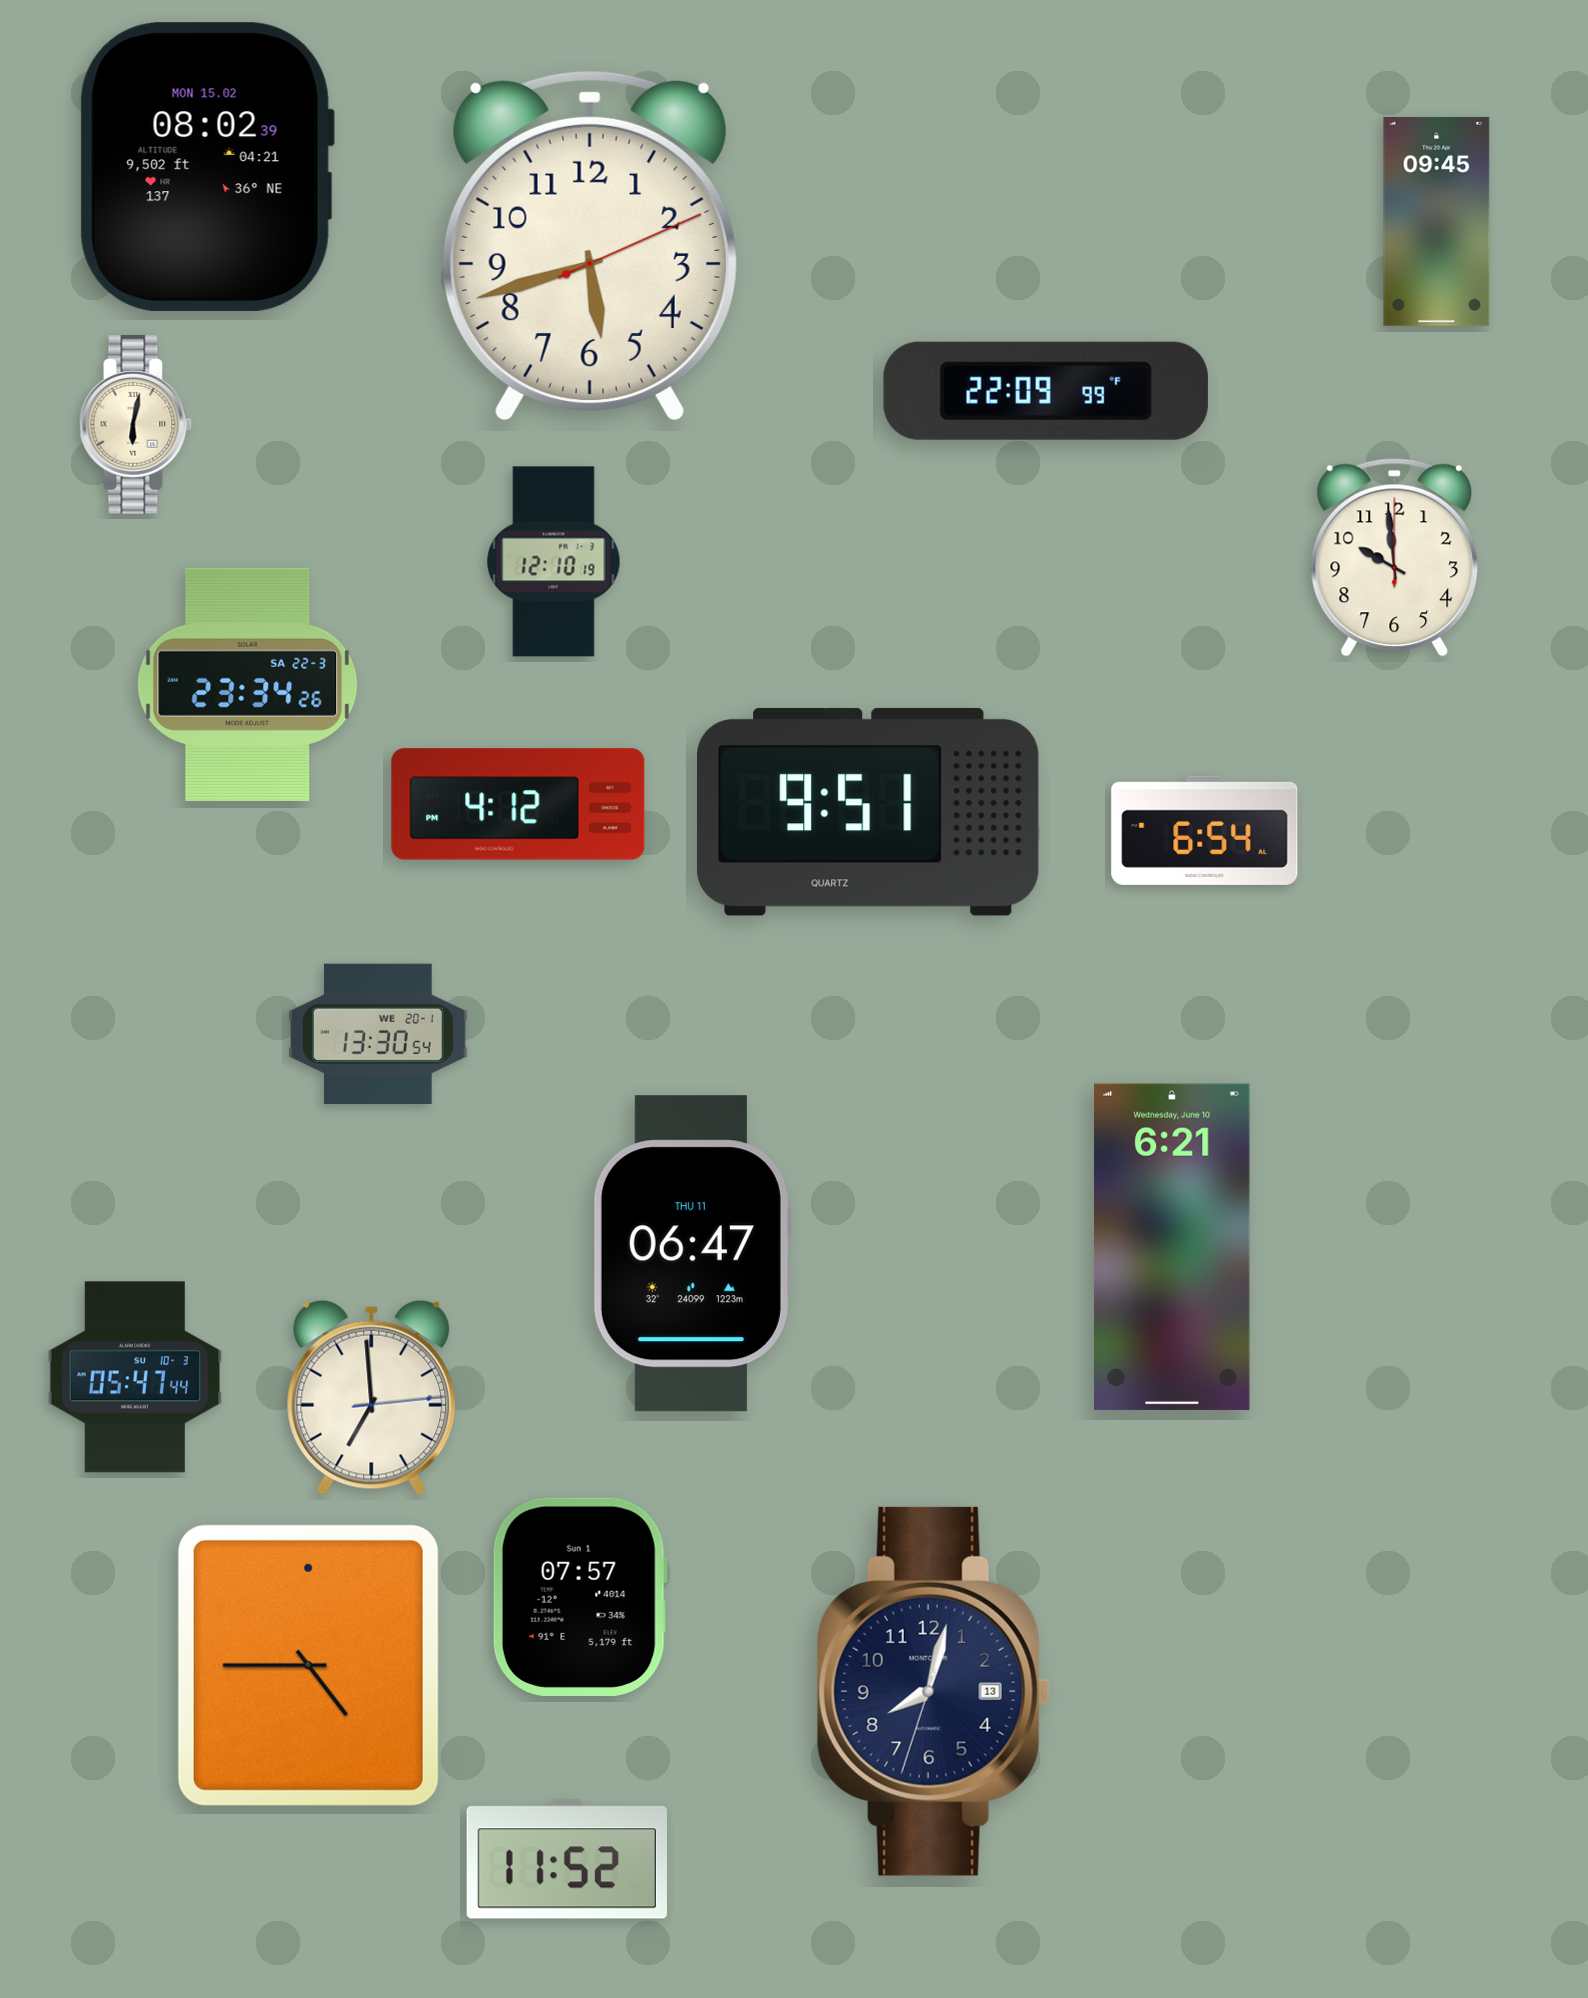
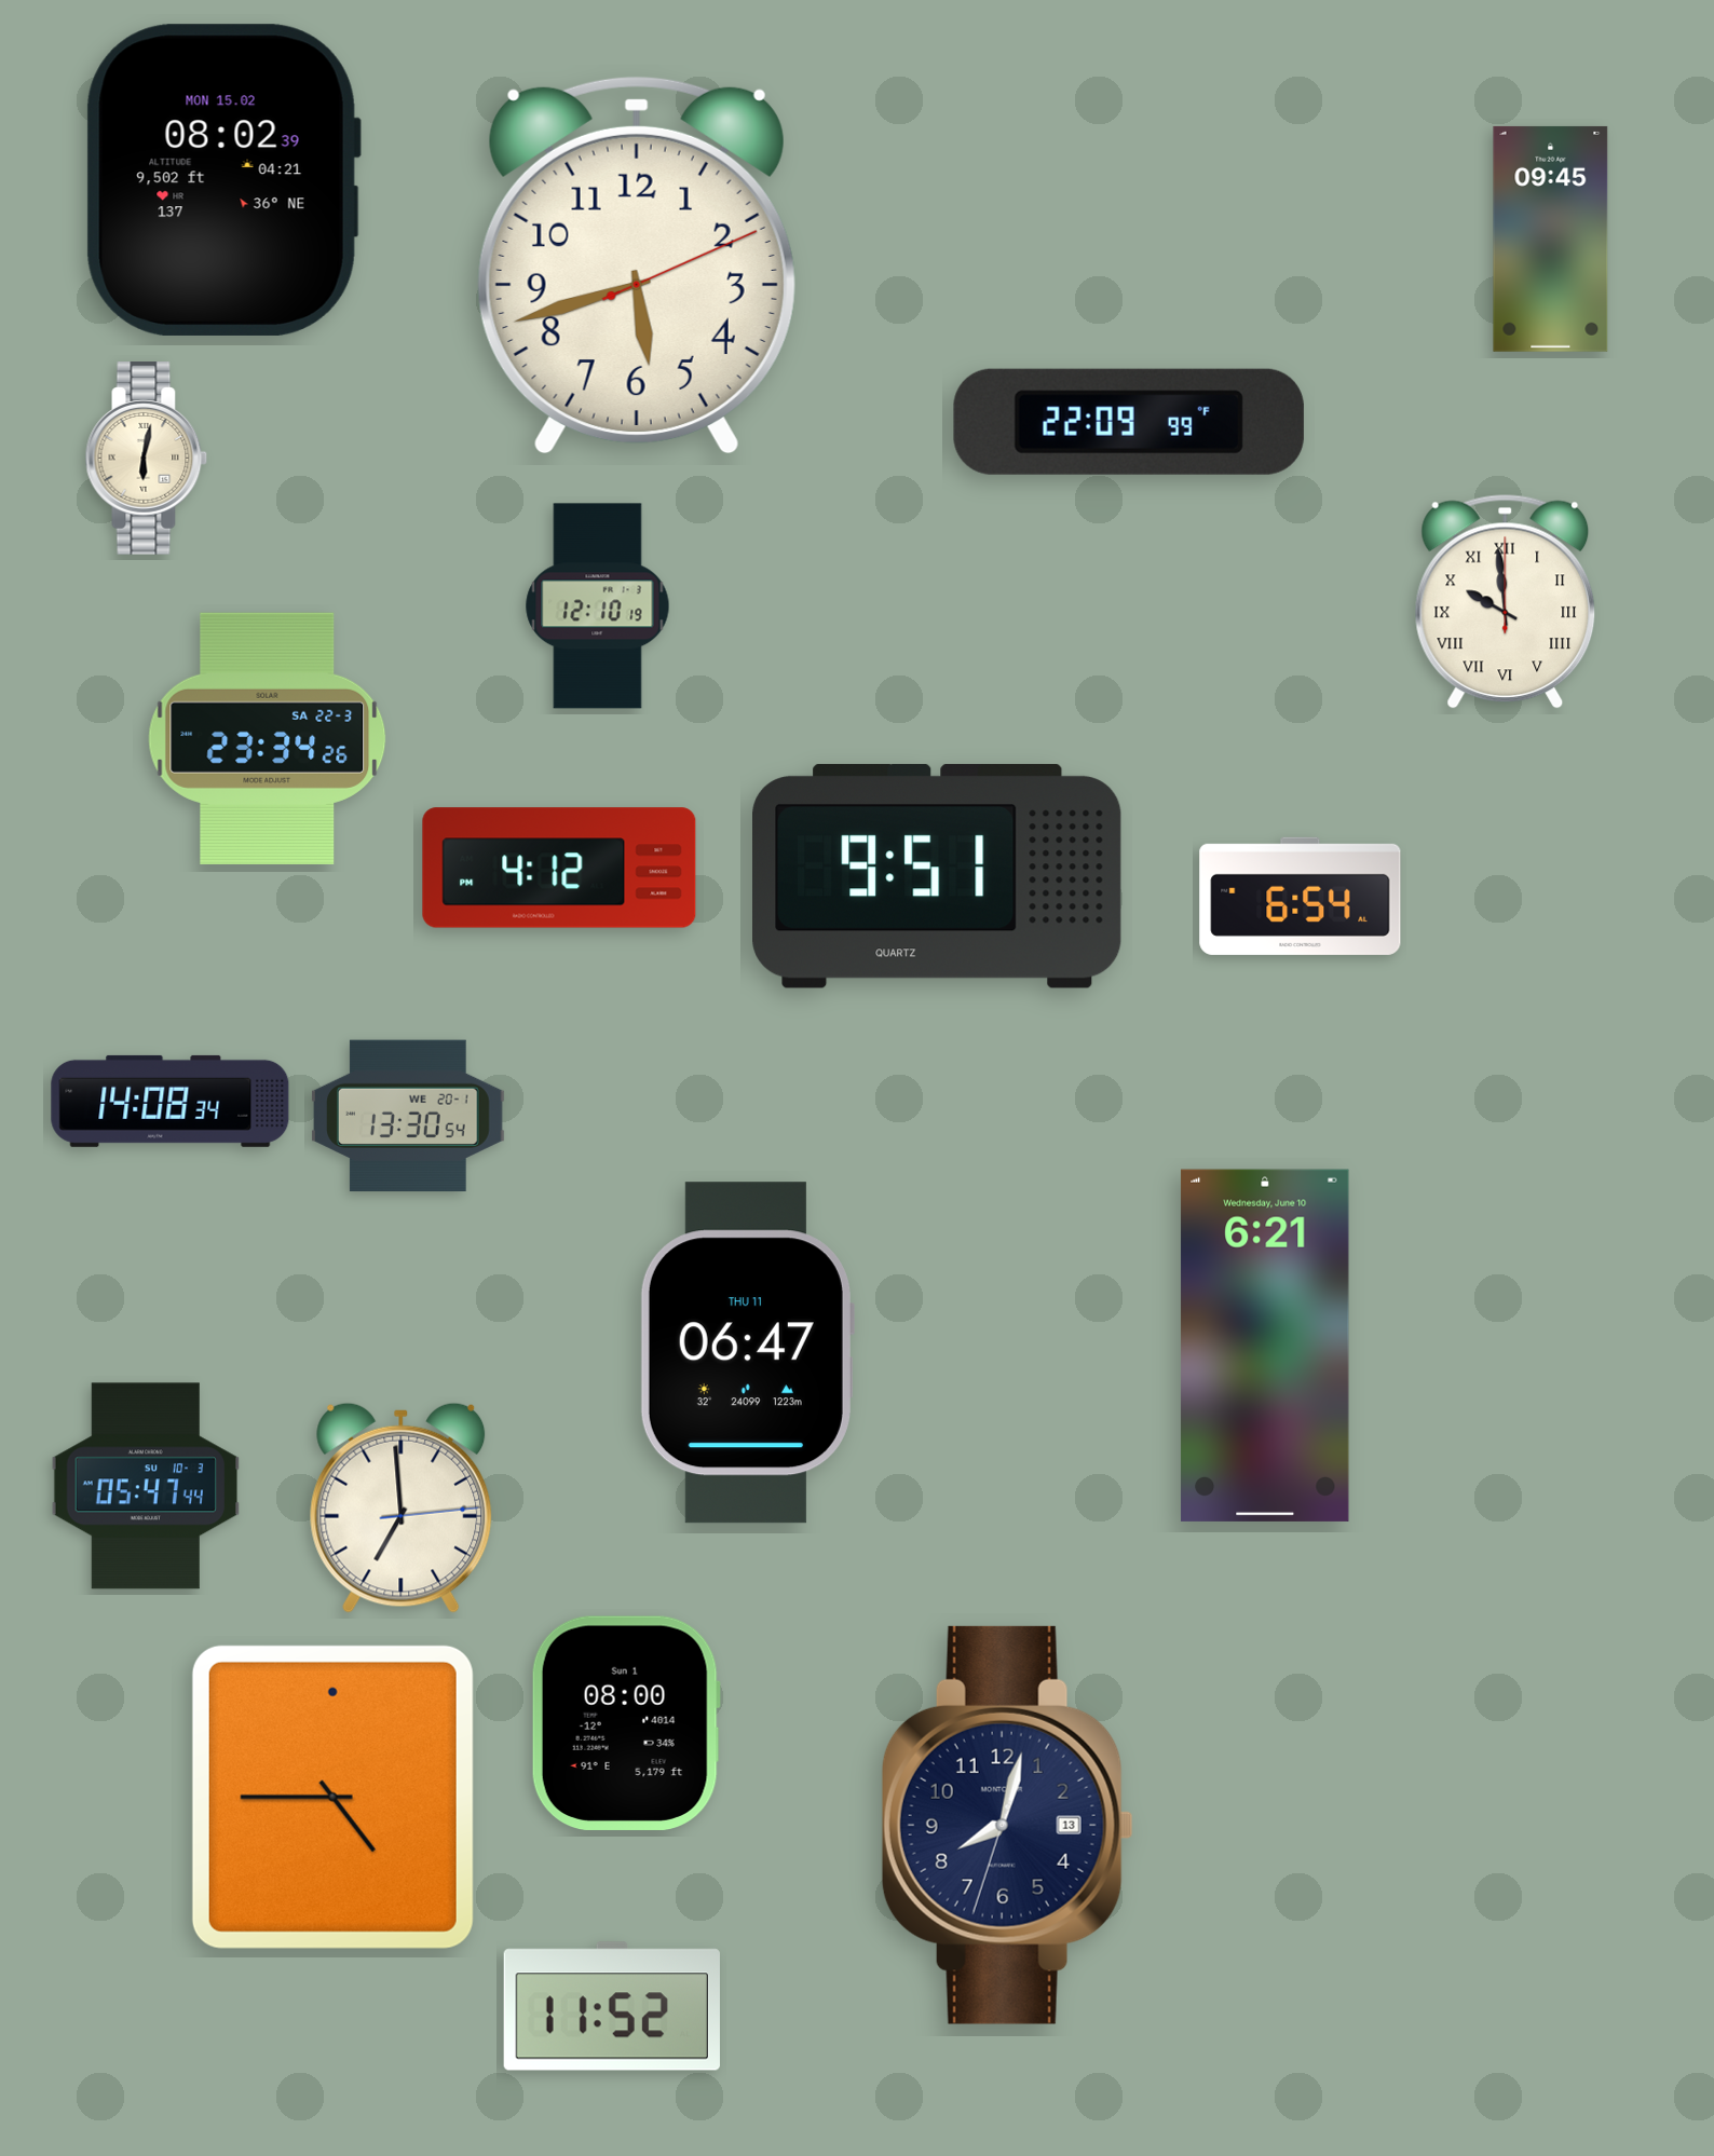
clock at (1395, 557) numerals: Arabic -> Roman
clock at (171, 1101): none -> 14:08
clock at (580, 1597): 07:57 -> 08:00
